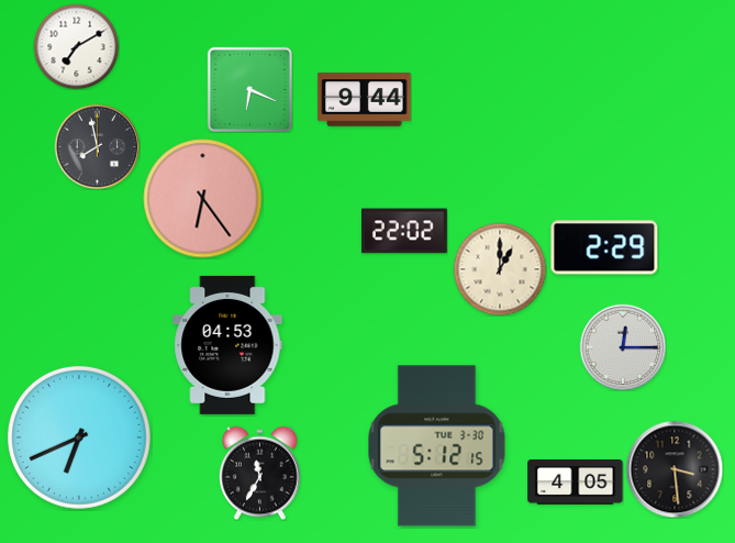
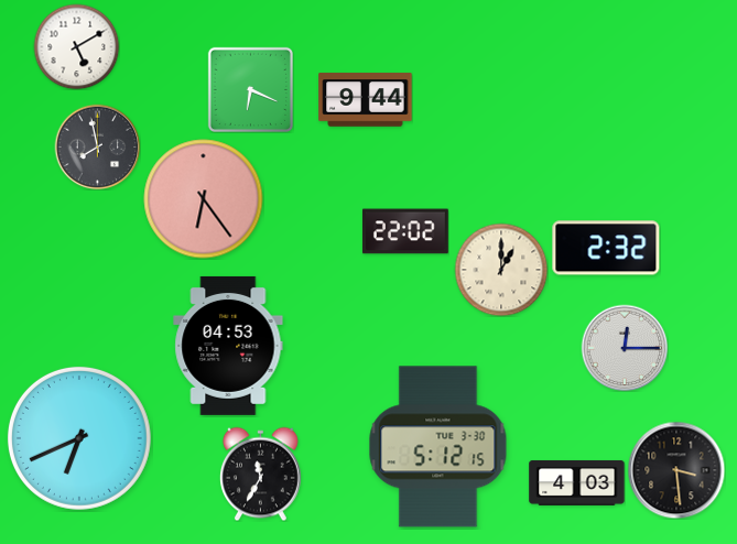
clock at (76, 46): 7:10 -> 5:10
clock at (604, 247): 2:29 -> 2:32
clock at (576, 481): 4:05 -> 4:03
